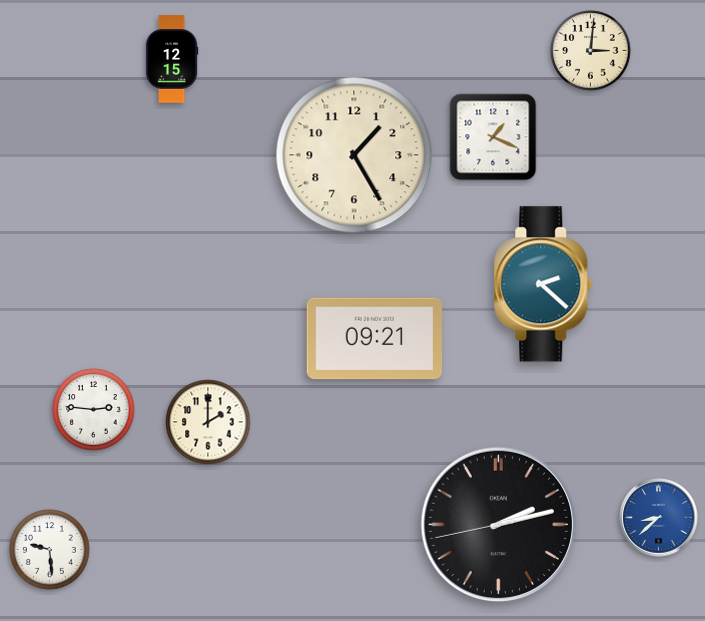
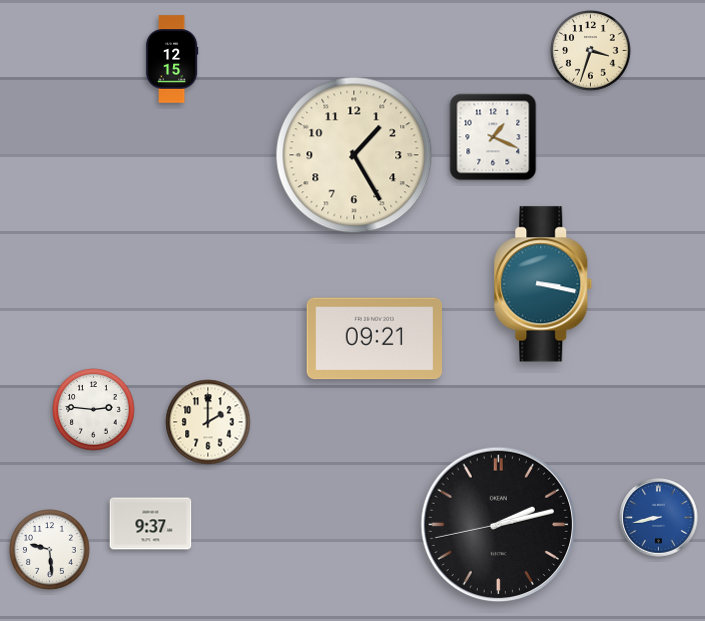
clock at (591, 51): 3:01 -> 3:33
clock at (543, 284): 2:22 -> 3:17
clock at (659, 518): 8:38 -> 8:43
clock at (151, 524): none -> 9:37
